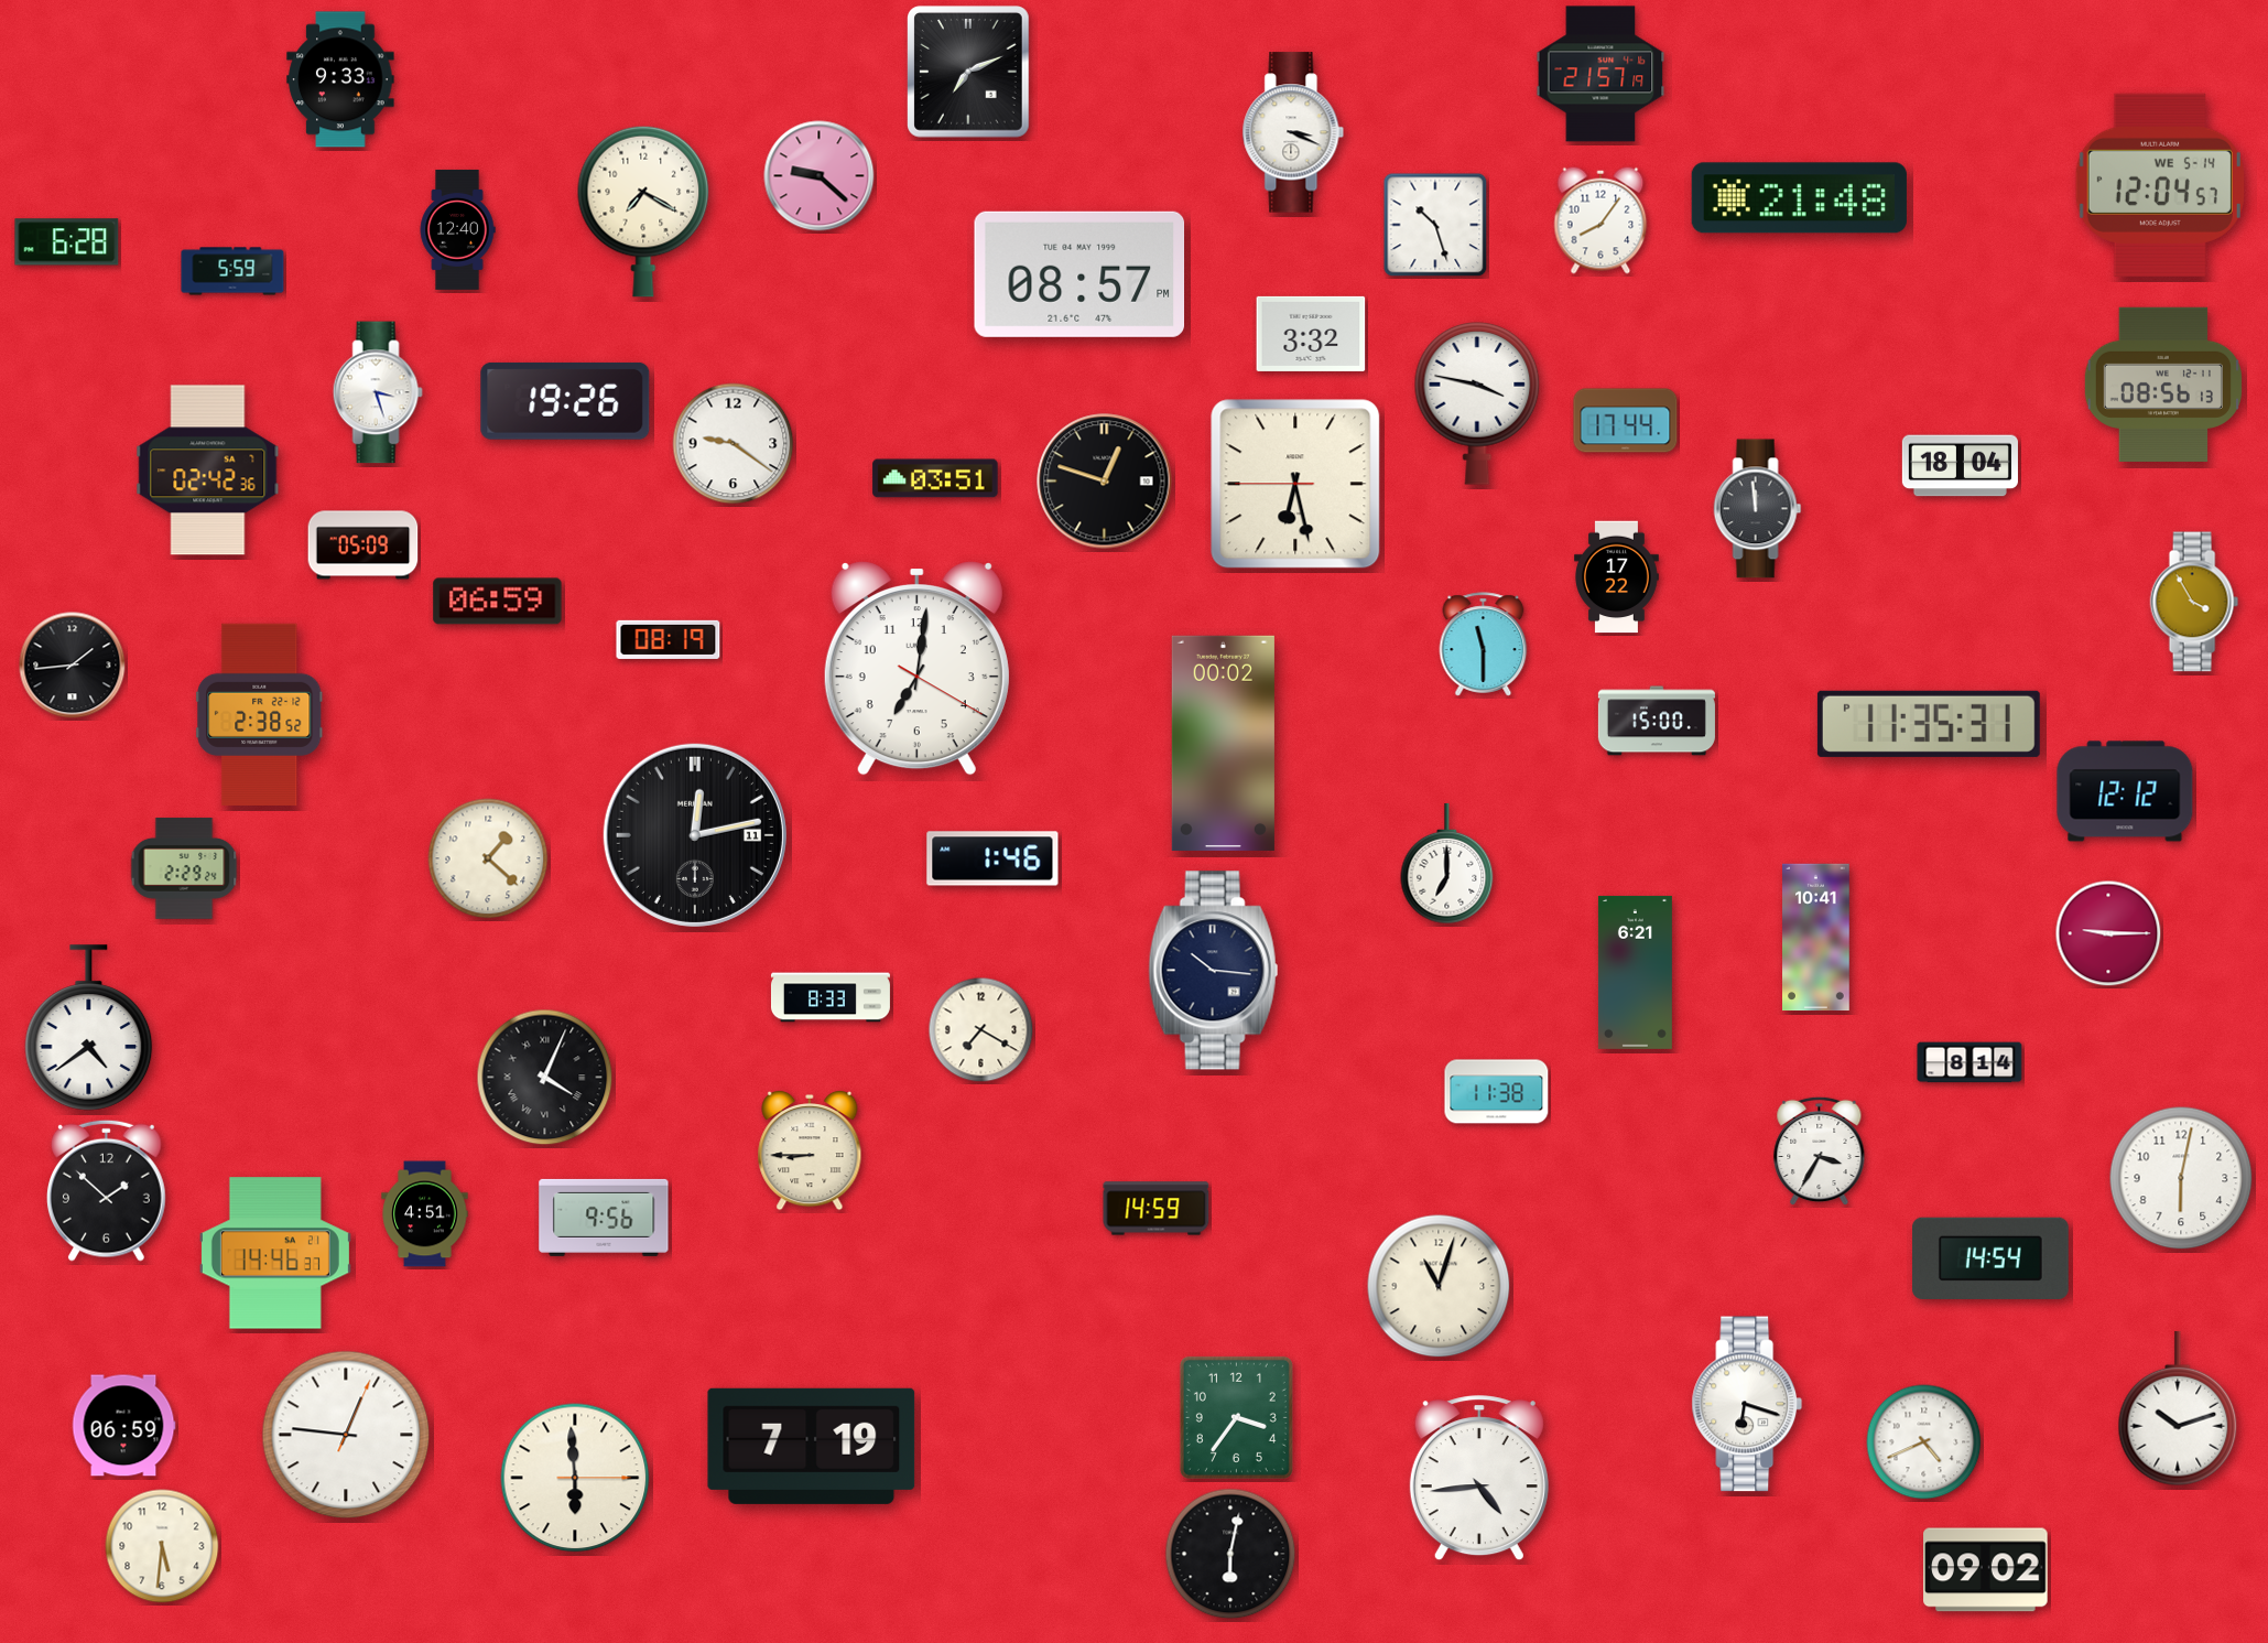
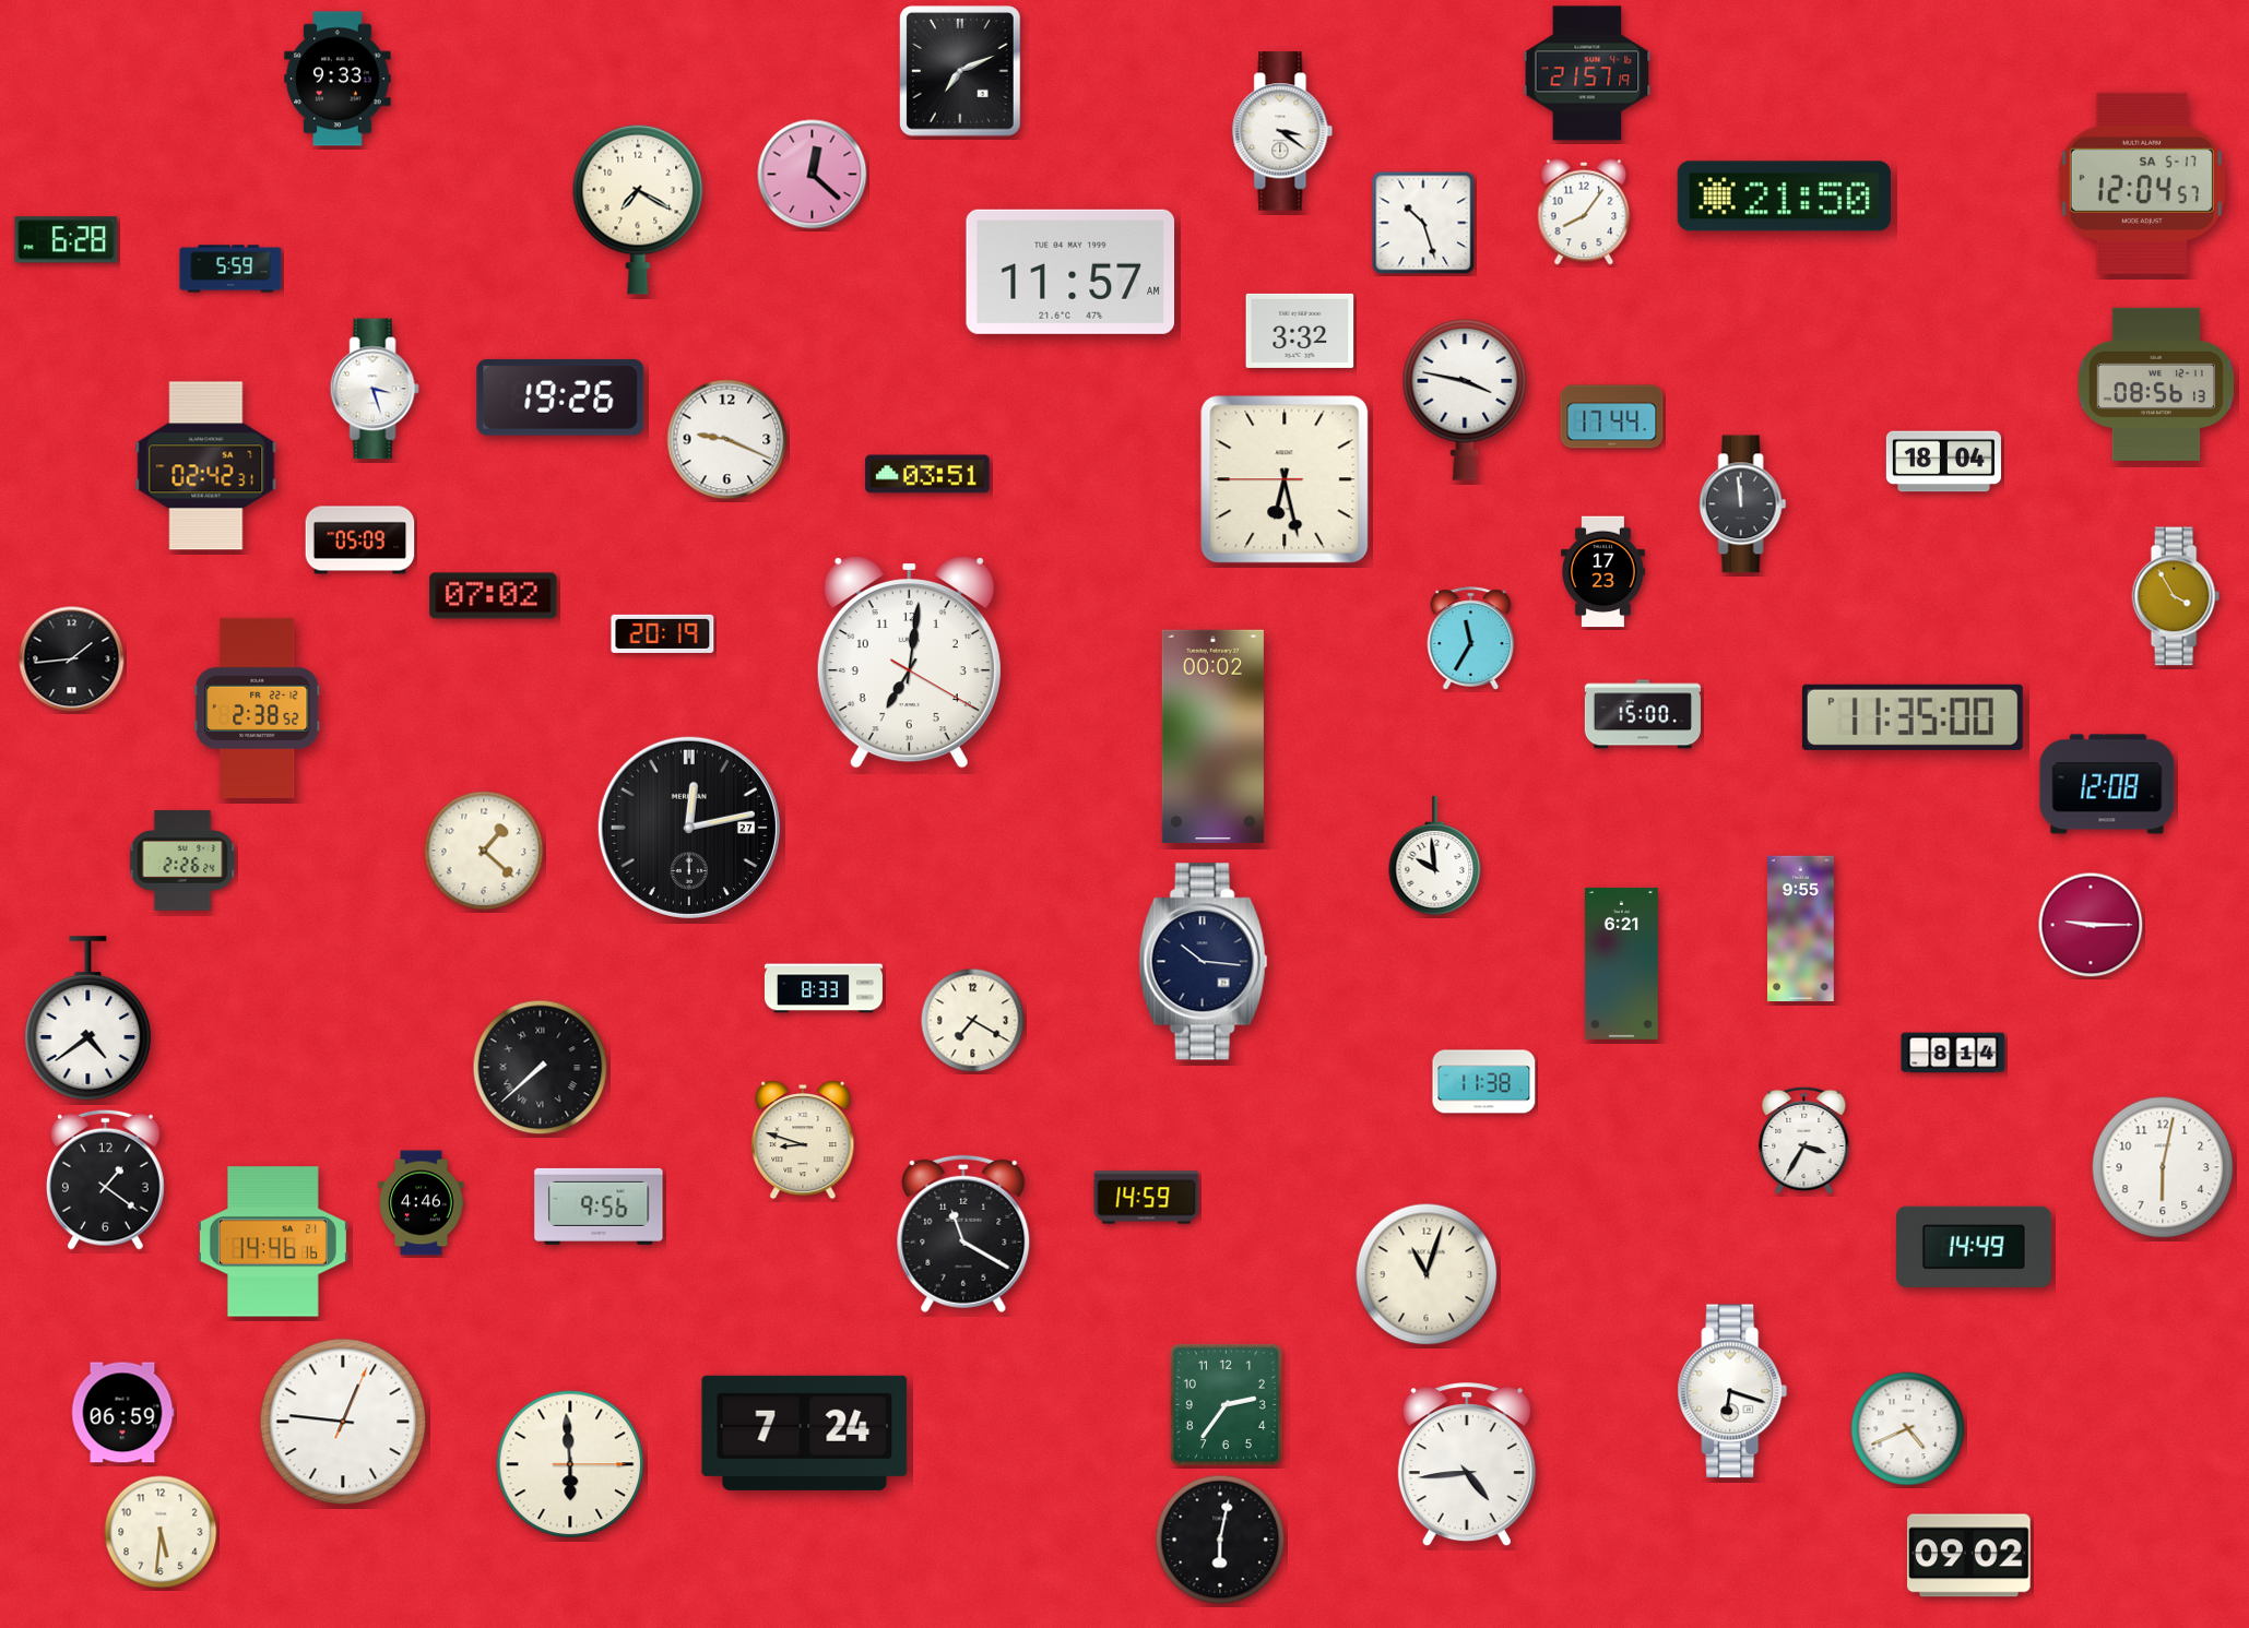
clock at (1293, 132): 3:19 -> 3:21
clock at (820, 176): 9:22 -> 12:22
clock at (2160, 185) date: WE 5-14 -> SA 5-17
clock at (1799, 198): 21:48 -> 21:50
clock at (1600, 220) position: (1600, 220) -> (1584, 212)
clock at (457, 229): 12:40 -> none
clock at (1079, 274): 08:57 -> 11:57
clock at (2163, 385) position: (2163, 385) -> (2156, 384)
clock at (734, 444): 9:21 -> 9:19
clock at (208, 471): 02:42:36 -> 02:42:31
clock at (1105, 482): 12:48 -> none
clock at (1617, 577): 17:22 -> 17:23
clock at (498, 602): 06:59 -> 07:02
clock at (669, 639): 08:19 -> 20:19
clock at (1484, 645): 11:30 -> 11:35
clock at (1929, 724): 11:35:31 PM -> 11:35:00 PM
clock at (2125, 791): 12:12 -> 12:08
clock at (695, 835) date: 11 -> 27
clock at (992, 858): 1:46 -> none
clock at (1447, 864): 7:00 -> 9:59
clock at (184, 868): 2:29 -> 2:26
clock at (1816, 938): 10:41 -> 9:55
clock at (545, 1078): 4:04 -> 7:38
clock at (810, 1150): 8:45 -> 8:48
clock at (107, 1190): 1:52 -> 1:21
clock at (425, 1214): 4:51 -> 4:46
clock at (963, 1234): none -> 11:20
clock at (275, 1253): 14:46:37 -> 14:46:16
clock at (1992, 1258): 14:54 -> 14:49
clock at (2178, 1408): 10:12 -> none
clock at (1236, 1417): 3:36 -> 2:36
clock at (812, 1446): 7:19 -> 7:24
